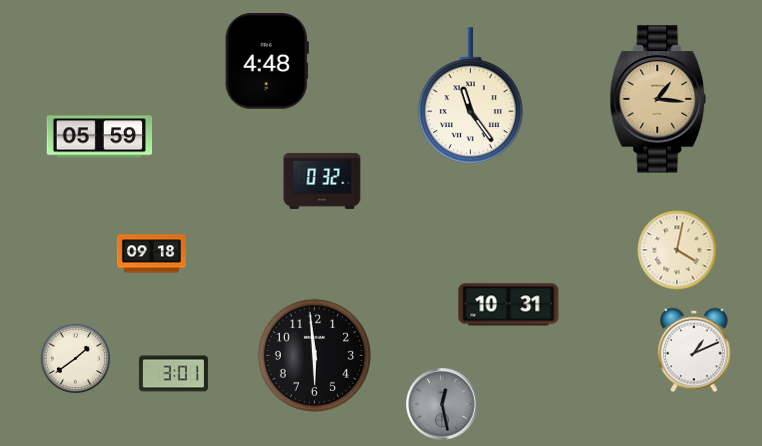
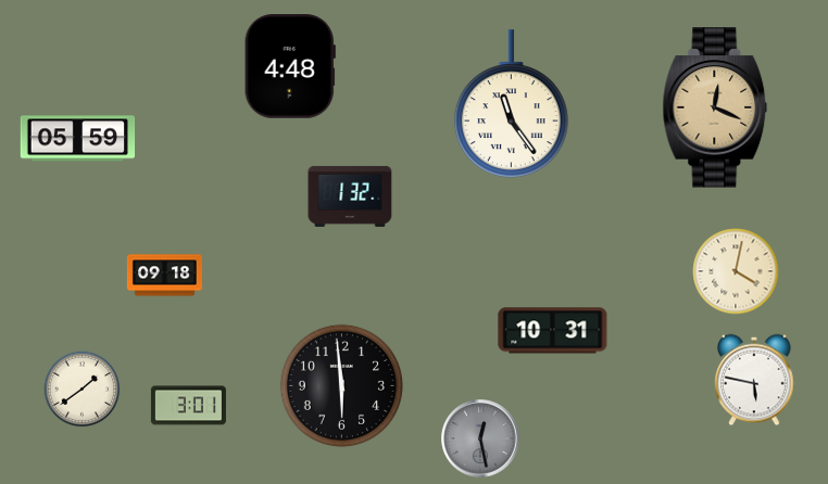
clock at (658, 99): 1:16 -> 12:19
clock at (100, 137) position: (100, 137) -> (78, 139)
clock at (322, 181): 0:32 -> 1:32
clock at (694, 350): 1:11 -> 5:47
